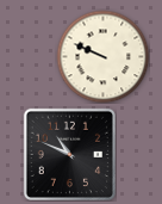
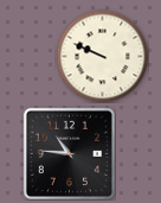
clock at (69, 154): 10:49 -> 10:46
